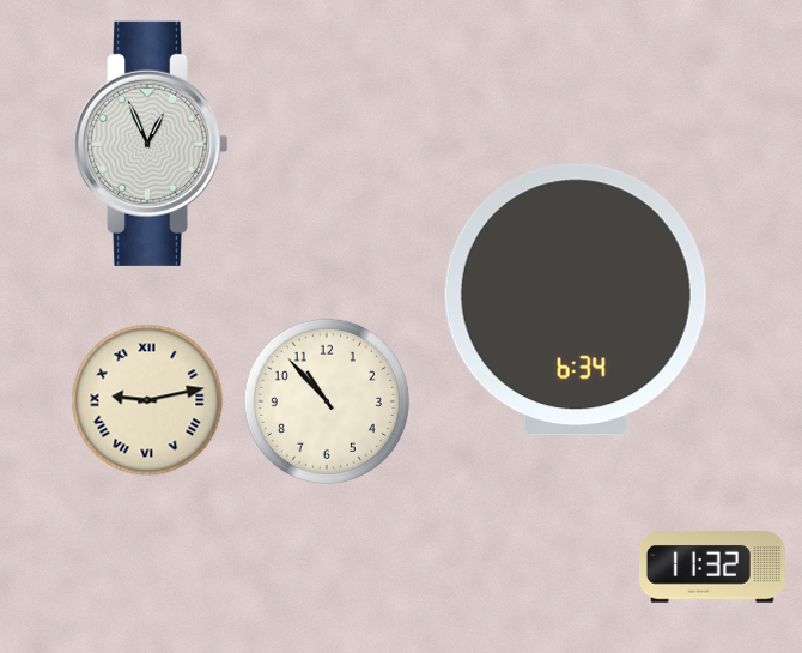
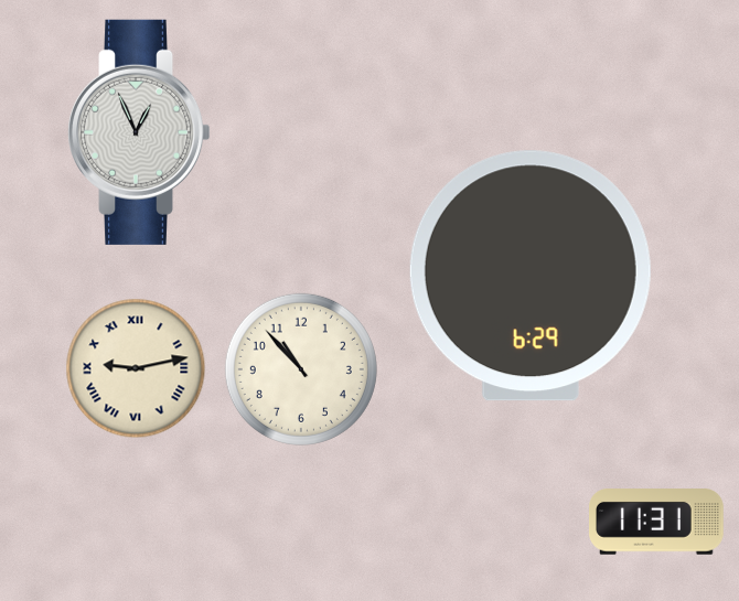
clock at (576, 300): 6:34 -> 6:29
clock at (713, 567): 11:32 -> 11:31
